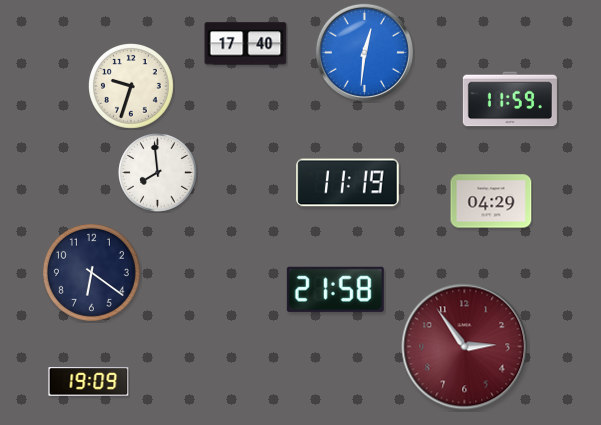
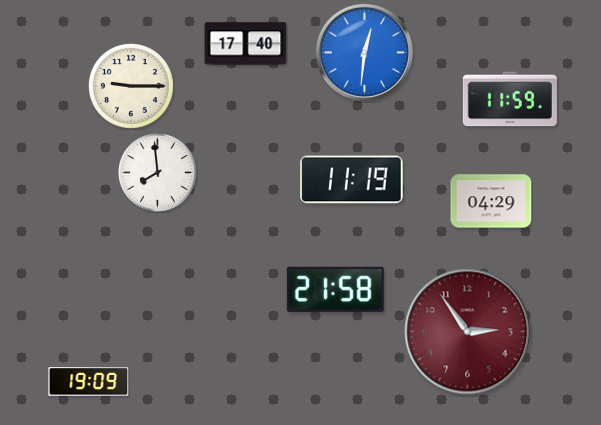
clock at (132, 87): 9:33 -> 9:15
clock at (348, 183) position: (348, 183) -> (352, 180)
clock at (91, 272): 6:21 -> none
clock at (465, 347) position: (465, 347) -> (468, 332)
